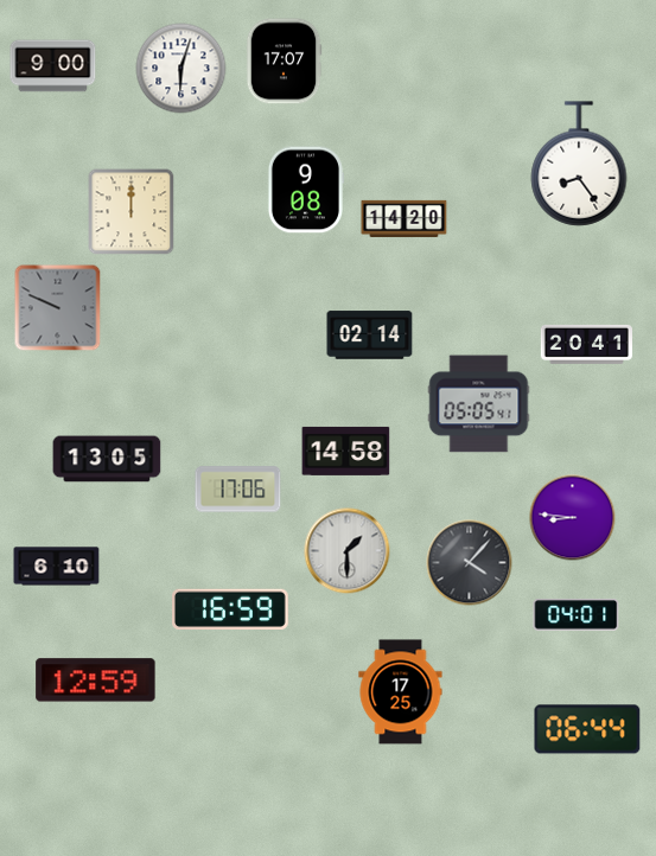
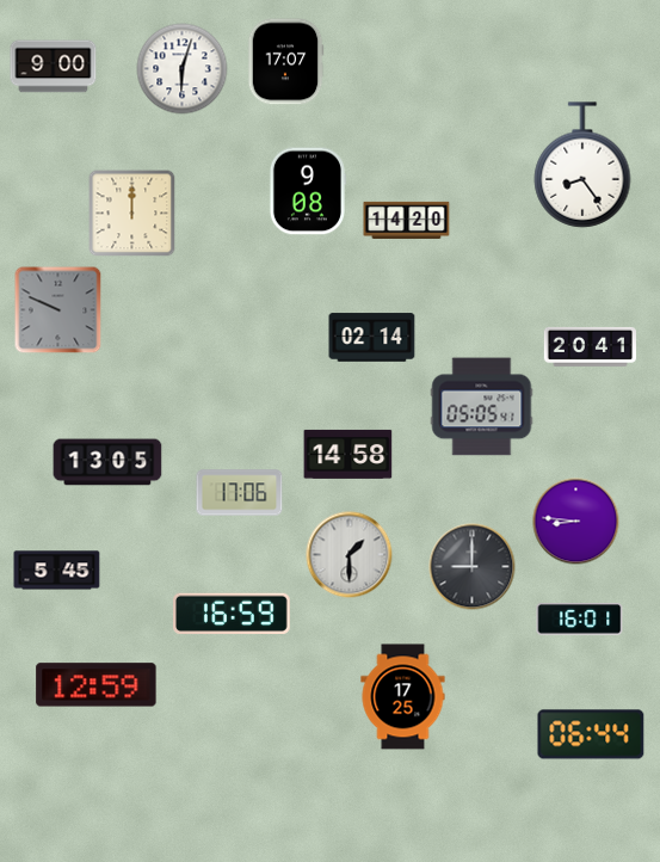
clock at (470, 563): 4:07 -> 9:00
clock at (57, 567): 6:10 -> 5:45
clock at (577, 615): 04:01 -> 16:01
